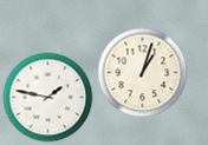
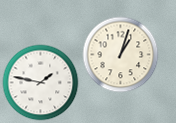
clock at (143, 73) position: (143, 73) -> (121, 55)
